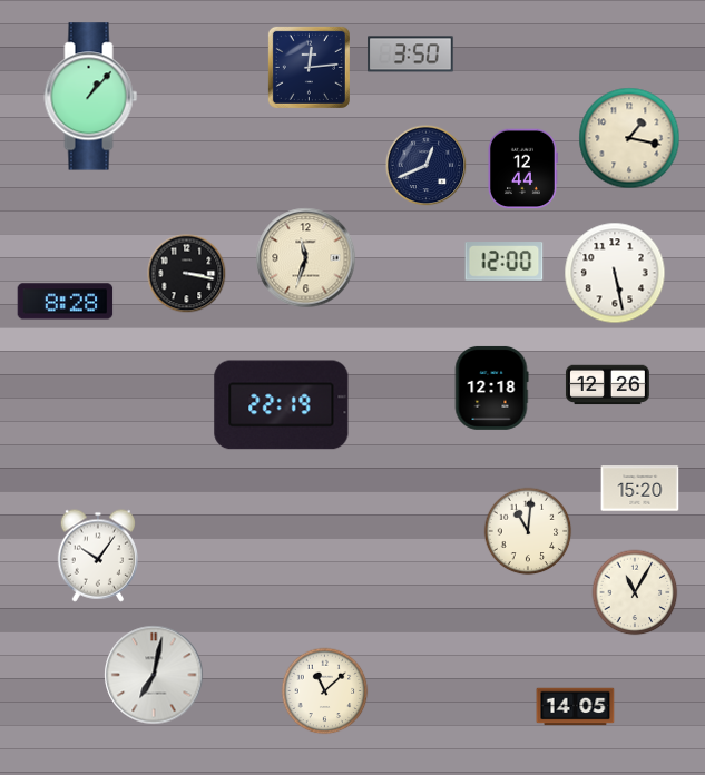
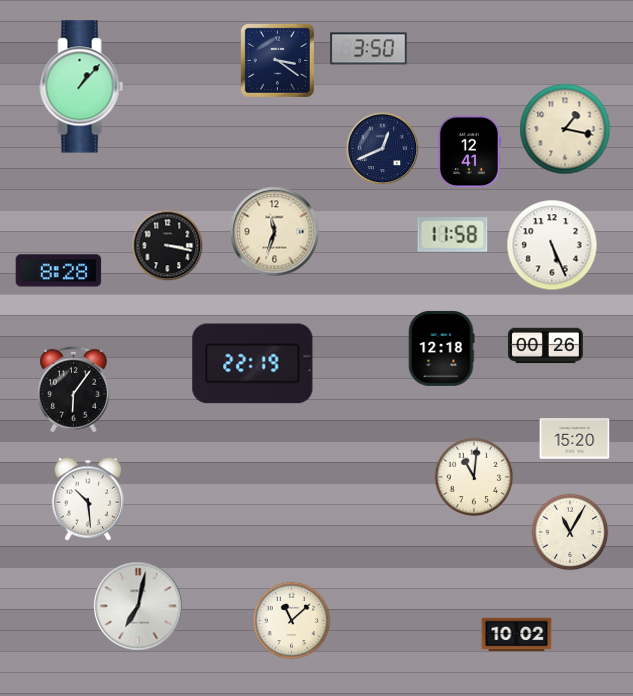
clock at (309, 67): 12:14 -> 3:21
clock at (629, 138) position: (629, 138) -> (565, 129)
clock at (522, 169): 12:44 -> 12:41
clock at (505, 262): 12:00 -> 11:58
clock at (615, 273): 5:28 -> 5:26
clock at (607, 385): 12:26 -> 00:26
clock at (74, 389): none -> 6:06
clock at (97, 556): 10:06 -> 10:29
clock at (576, 707): 14:05 -> 10:02
